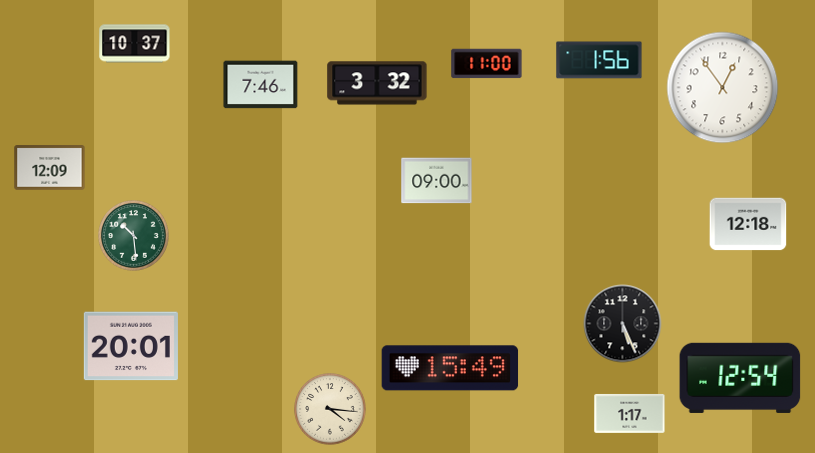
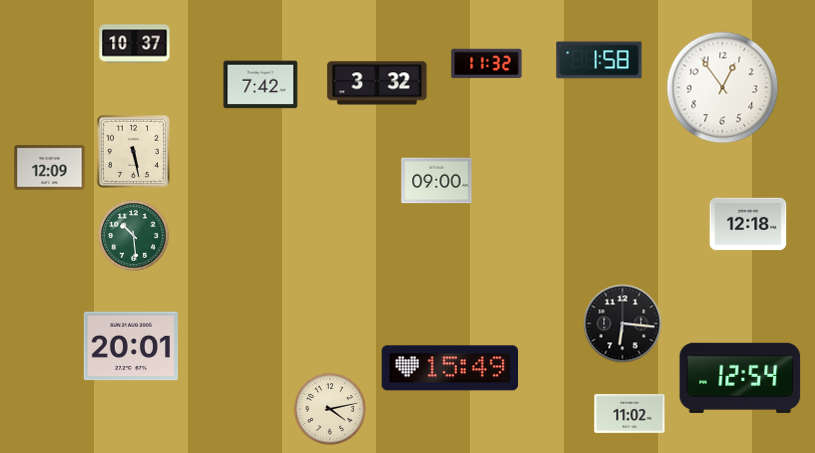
clock at (599, 60): 1:56 -> 1:58
clock at (487, 64): 11:00 -> 11:32
clock at (261, 85): 7:46 -> 7:42
clock at (133, 151): none -> 5:28
clock at (623, 324): 5:26 -> 6:16
clock at (330, 409): 4:16 -> 4:13
clock at (630, 413): 1:17 -> 11:02
